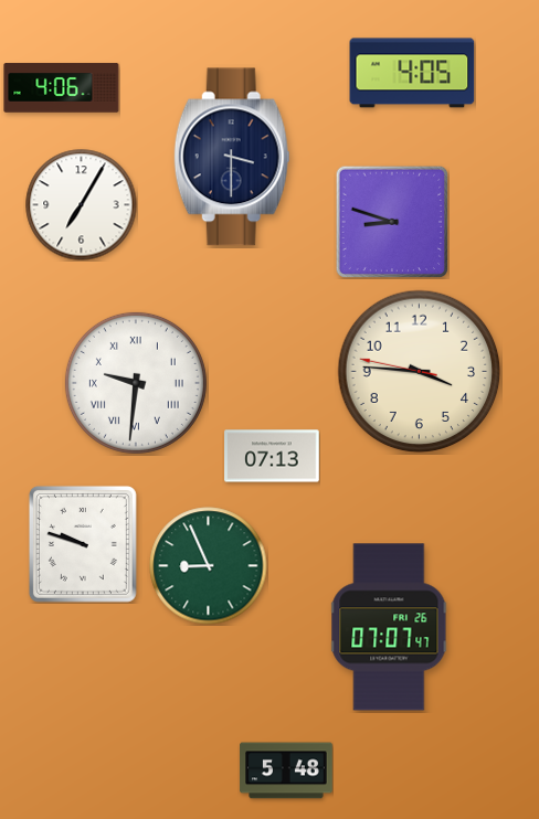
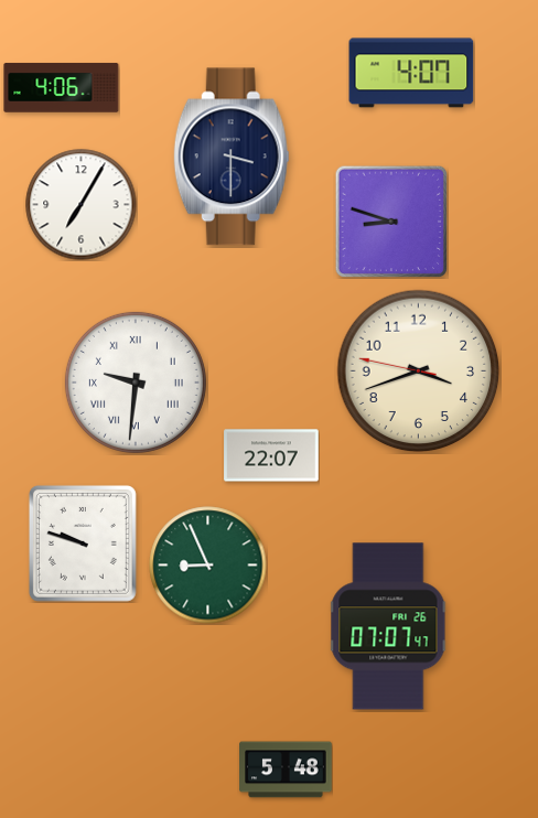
clock at (412, 73): 4:05 -> 4:07
clock at (420, 372): 3:45 -> 3:41
clock at (272, 456): 07:13 -> 22:07
